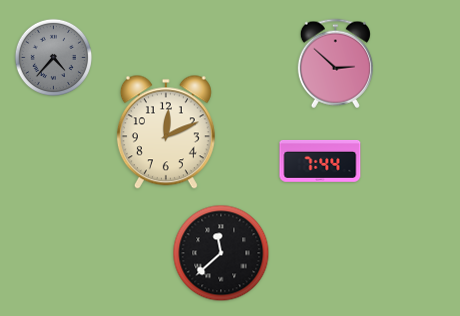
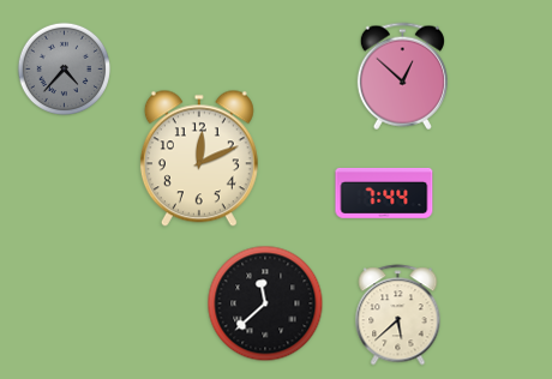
clock at (335, 64): 2:52 -> 12:52
clock at (398, 315): none -> 5:38
